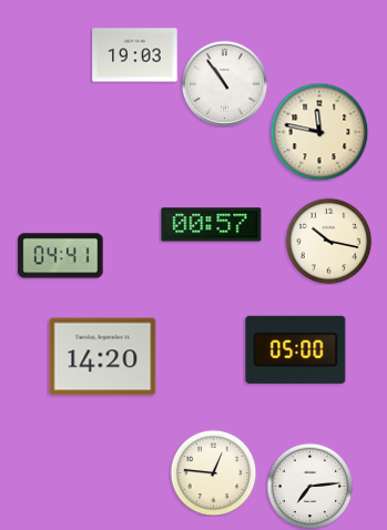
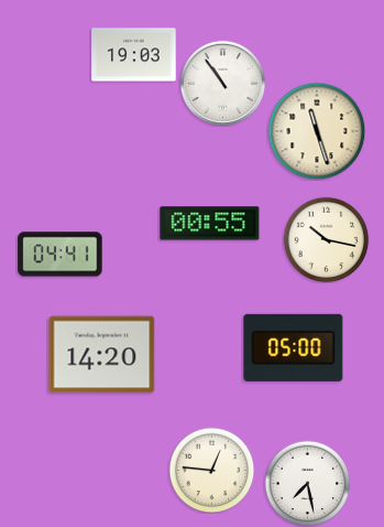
clock at (319, 132): 11:47 -> 11:27
clock at (212, 225): 00:57 -> 00:55
clock at (309, 486): 7:14 -> 7:28
